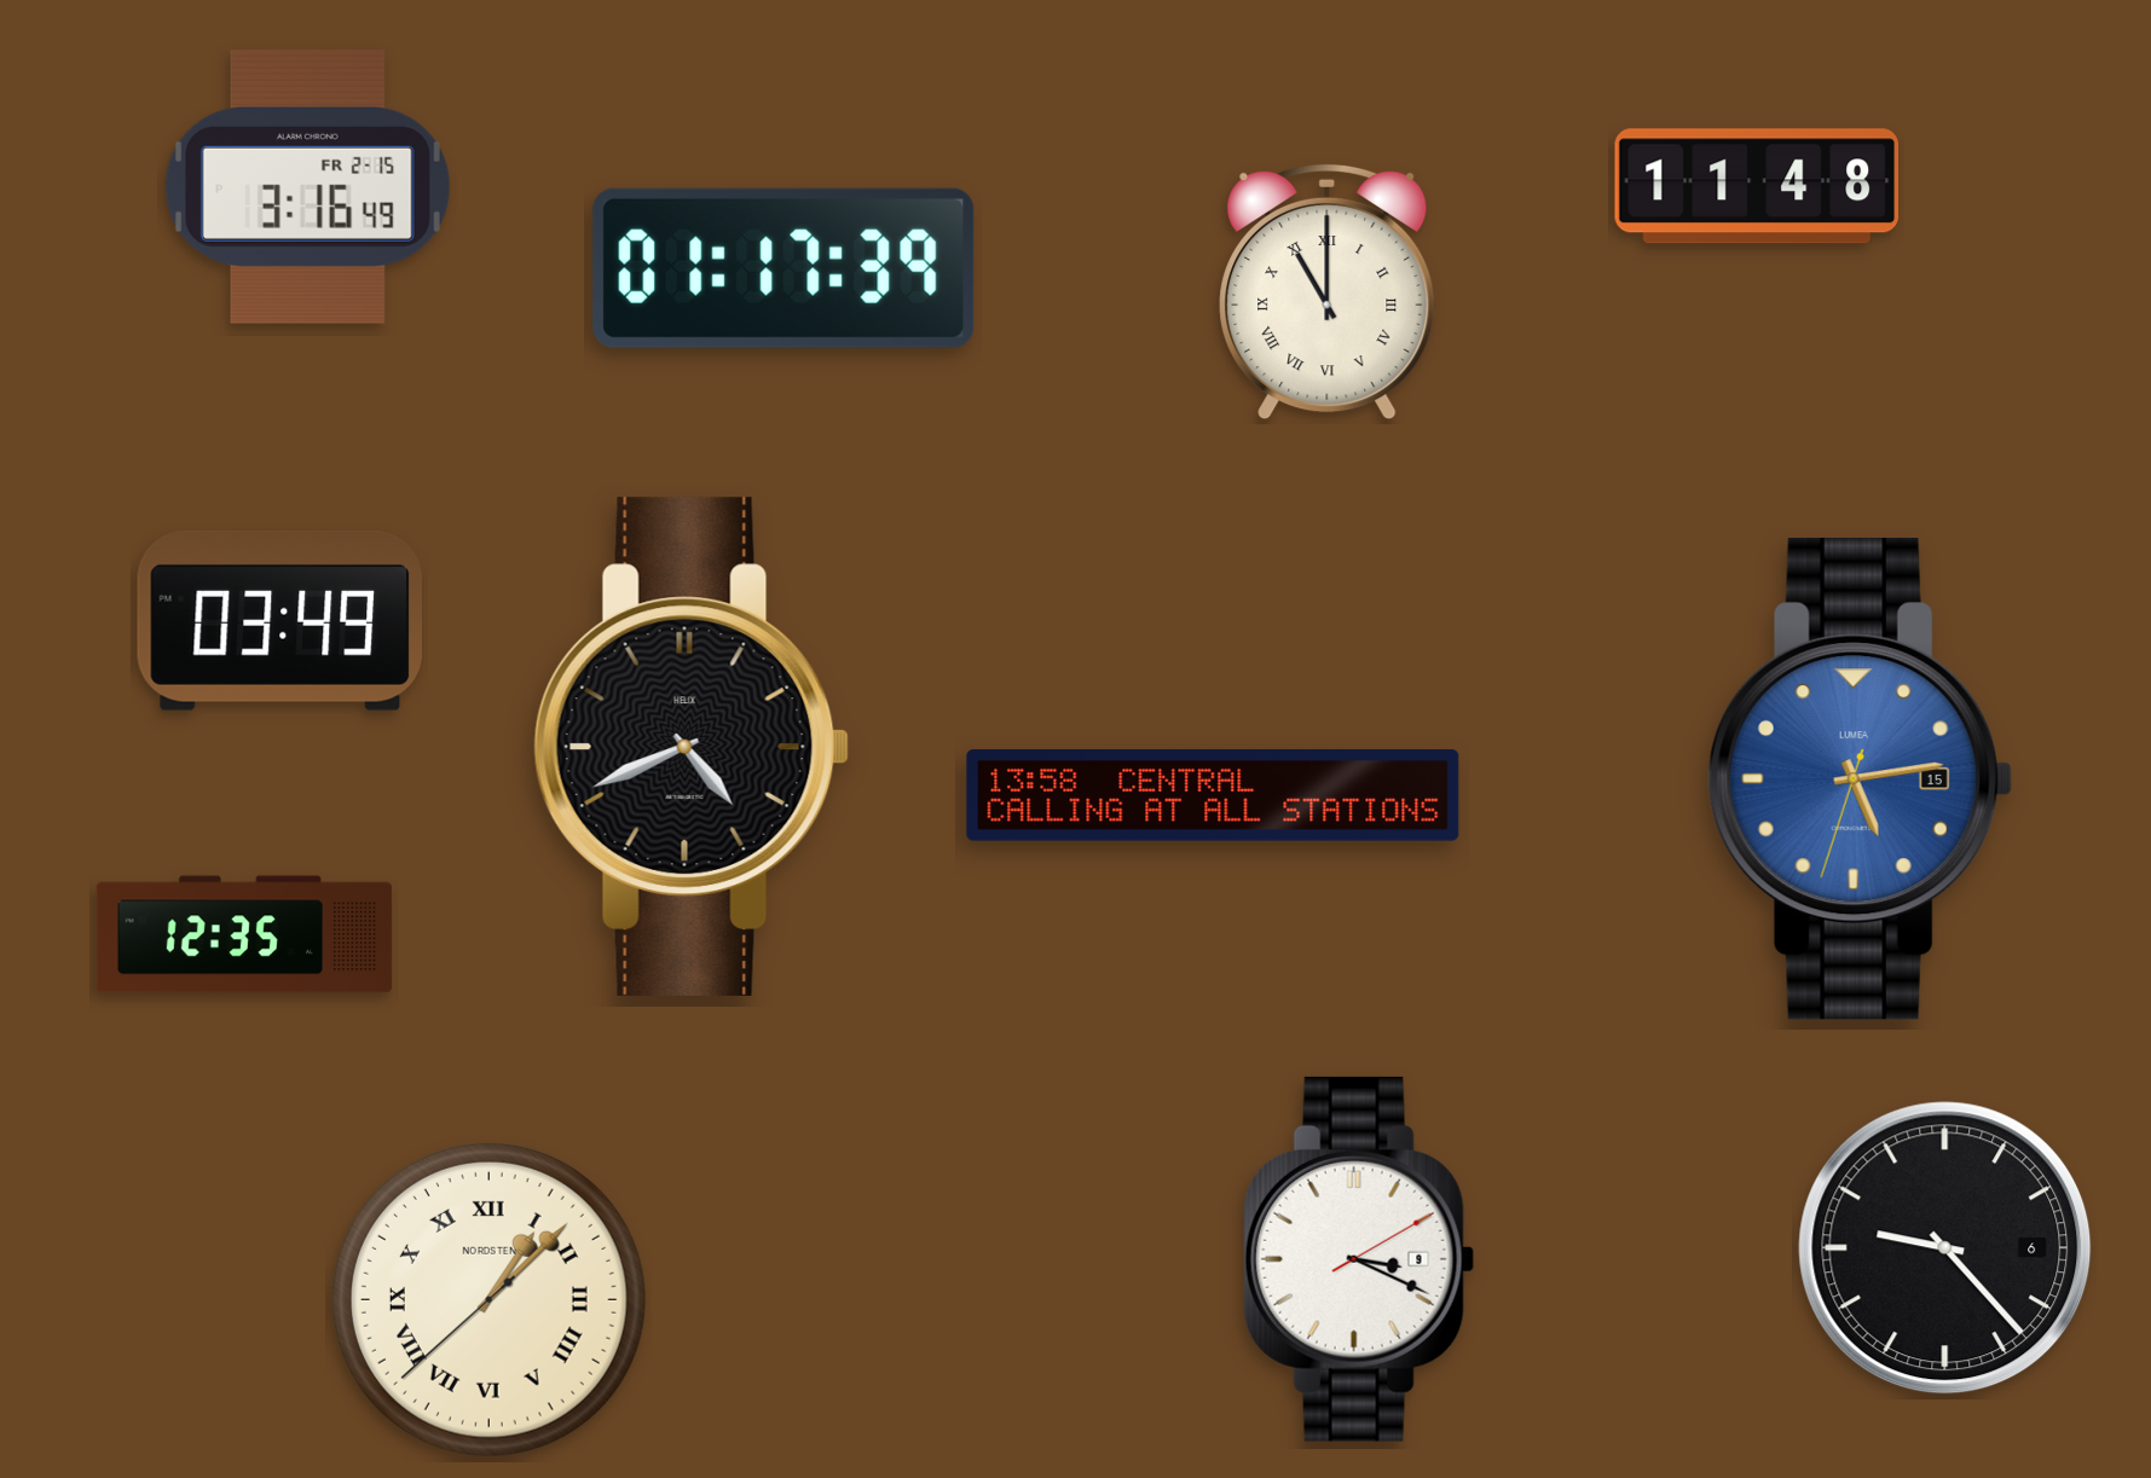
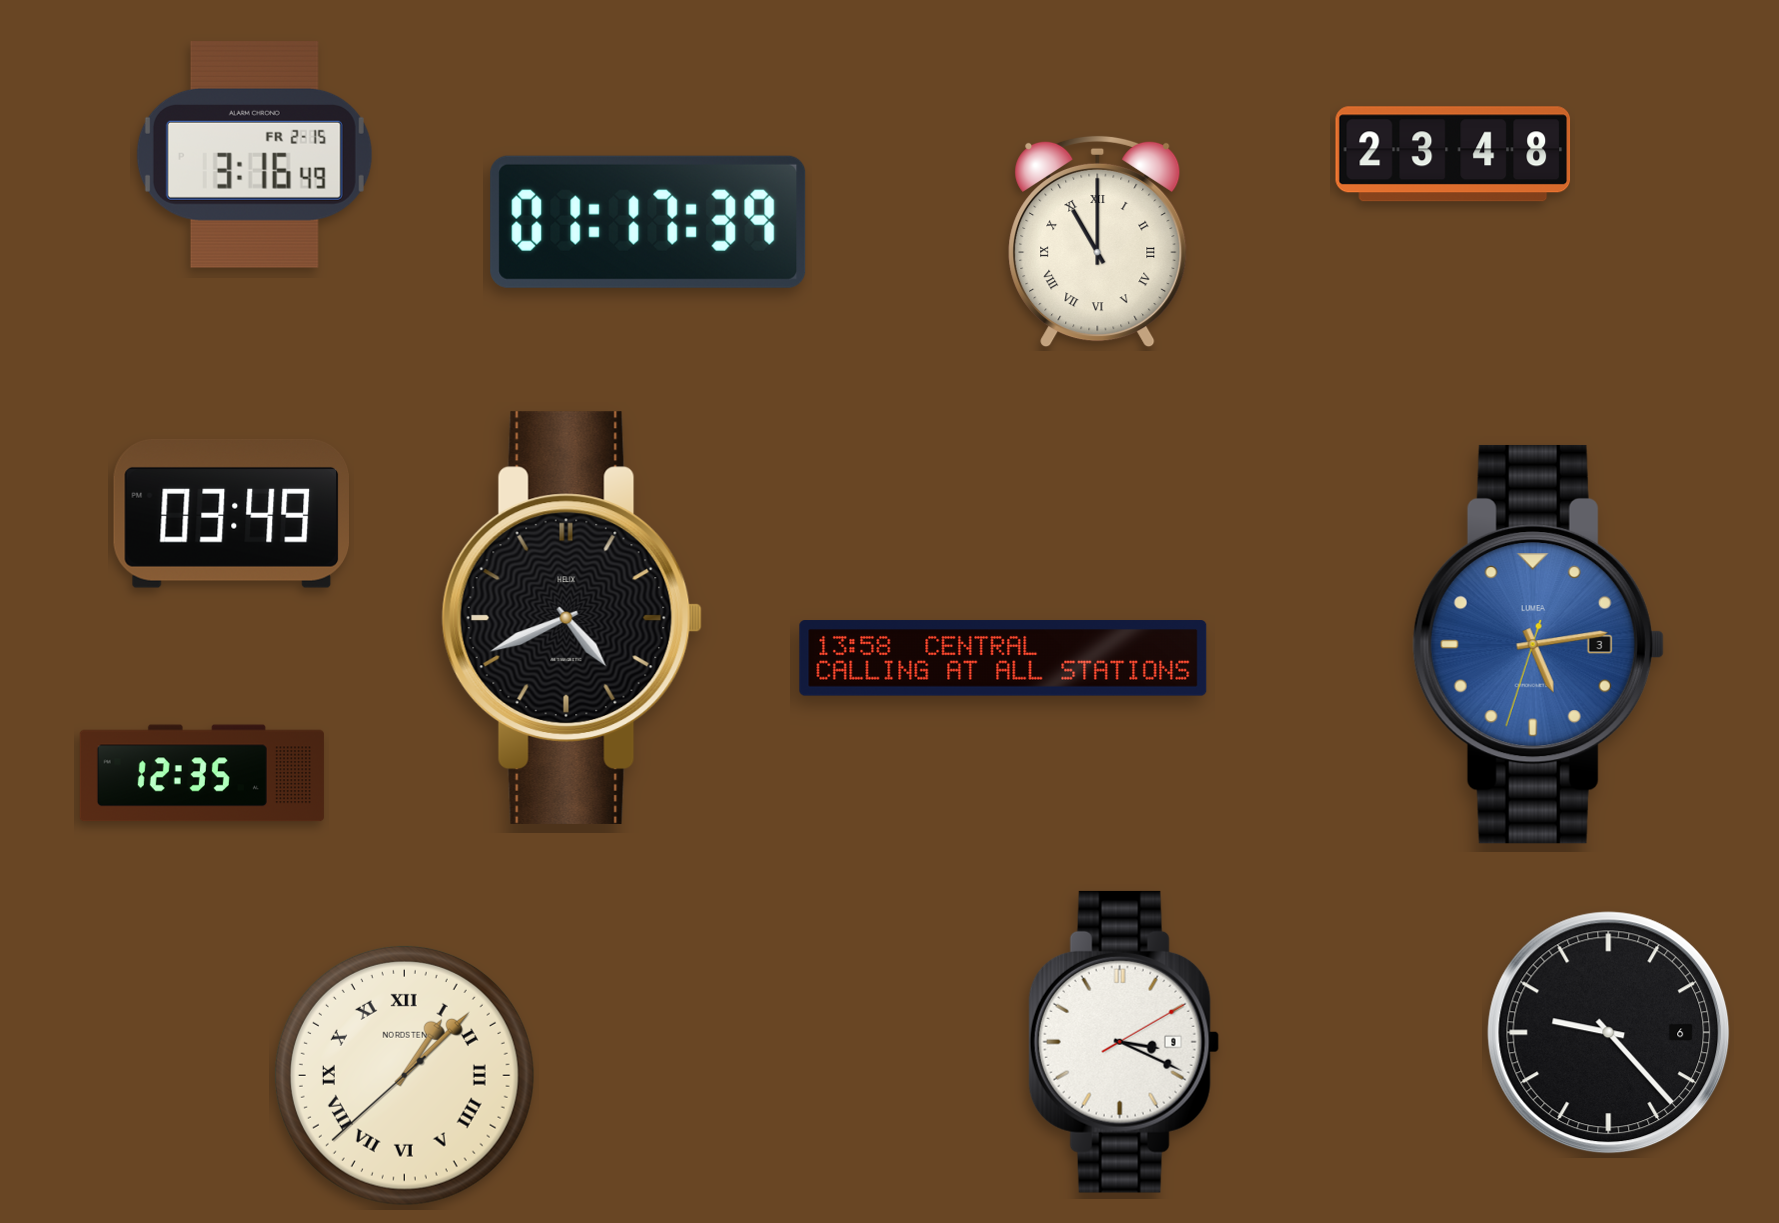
clock at (1757, 186): 11:48 -> 23:48
clock at (1860, 778) date: 15 -> 3
